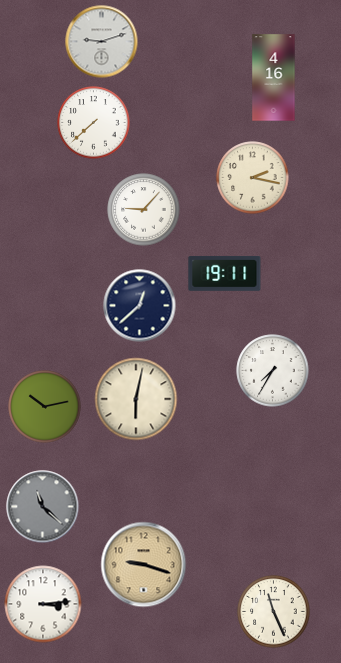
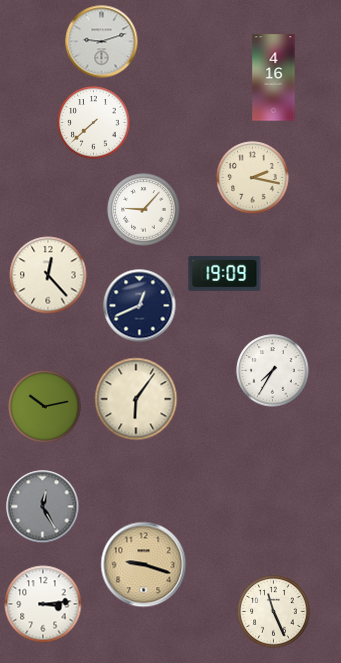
clock at (225, 274): 19:11 -> 19:09
clock at (48, 275): none -> 12:23
clock at (140, 306): 12:38 -> 12:41
clock at (136, 399): 6:02 -> 6:06
clock at (43, 507): 11:22 -> 12:25
